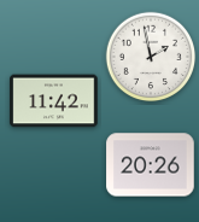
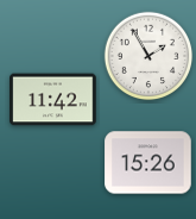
clock at (151, 57): 1:58 -> 1:55
clock at (151, 165): 20:26 -> 15:26
